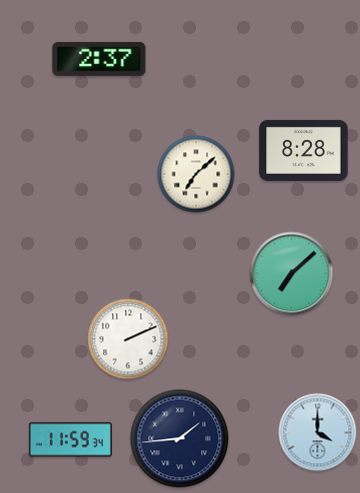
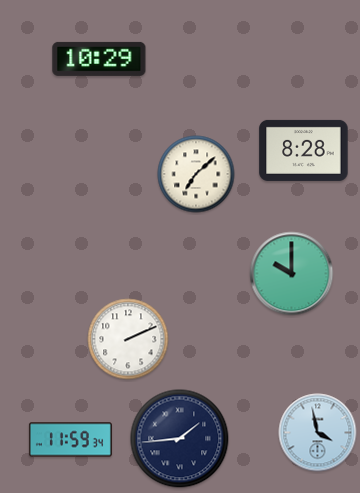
clock at (99, 59): 2:37 -> 10:29
clock at (292, 274): 7:08 -> 10:00
clock at (318, 433): 4:00 -> 3:58
